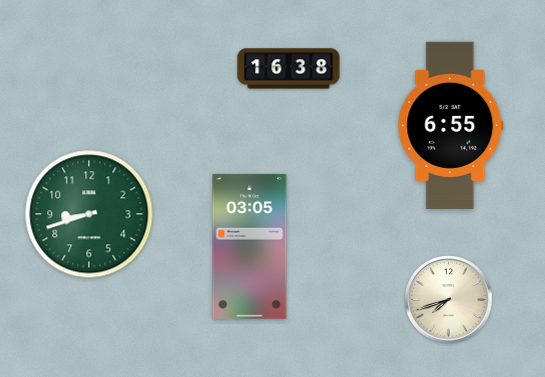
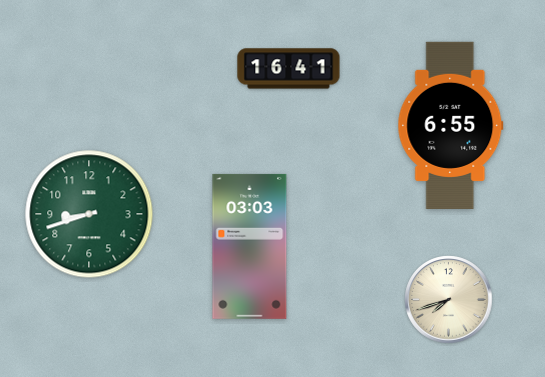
clock at (289, 69): 16:38 -> 16:41
clock at (250, 246): 03:05 -> 03:03
